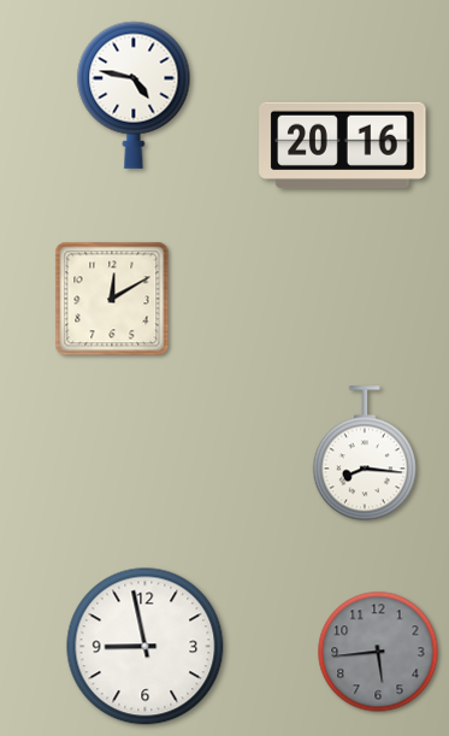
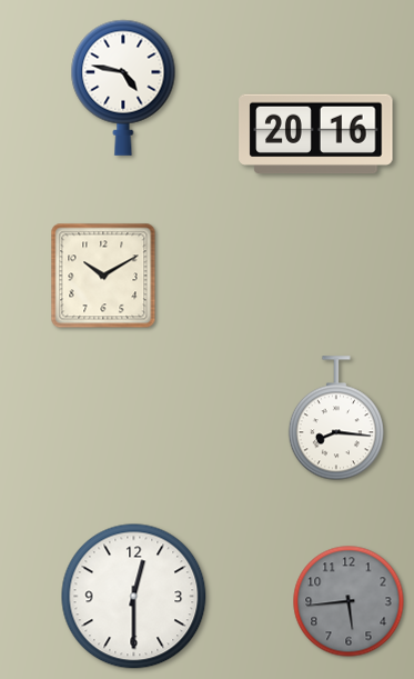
clock at (112, 299): 12:10 -> 10:10
clock at (146, 647): 8:58 -> 12:30
